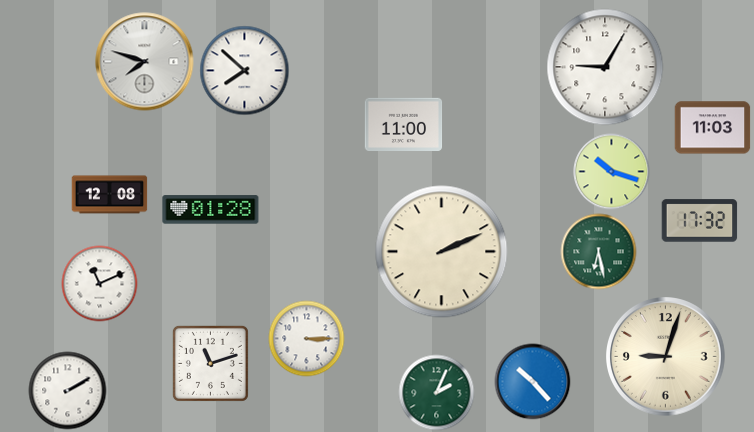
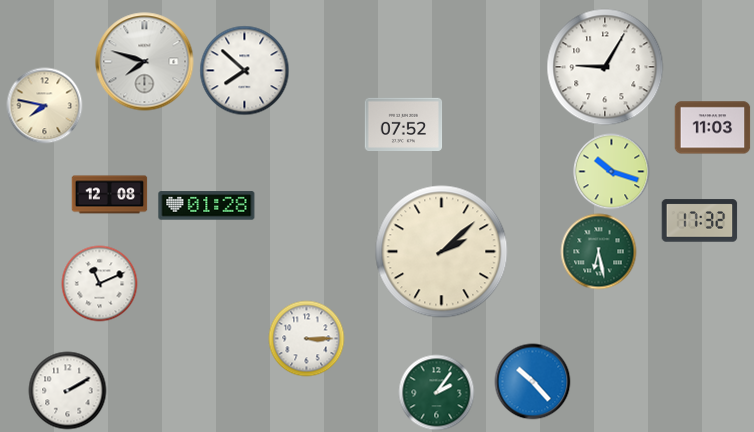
clock at (45, 106): none -> 7:47
clock at (404, 124): 11:00 -> 07:52
clock at (211, 210) position: (211, 210) -> (207, 206)
clock at (442, 252): 2:11 -> 2:08
clock at (666, 357): 9:03 -> none
clock at (210, 363): 11:12 -> none
clock at (437, 393): 2:04 -> 2:06
